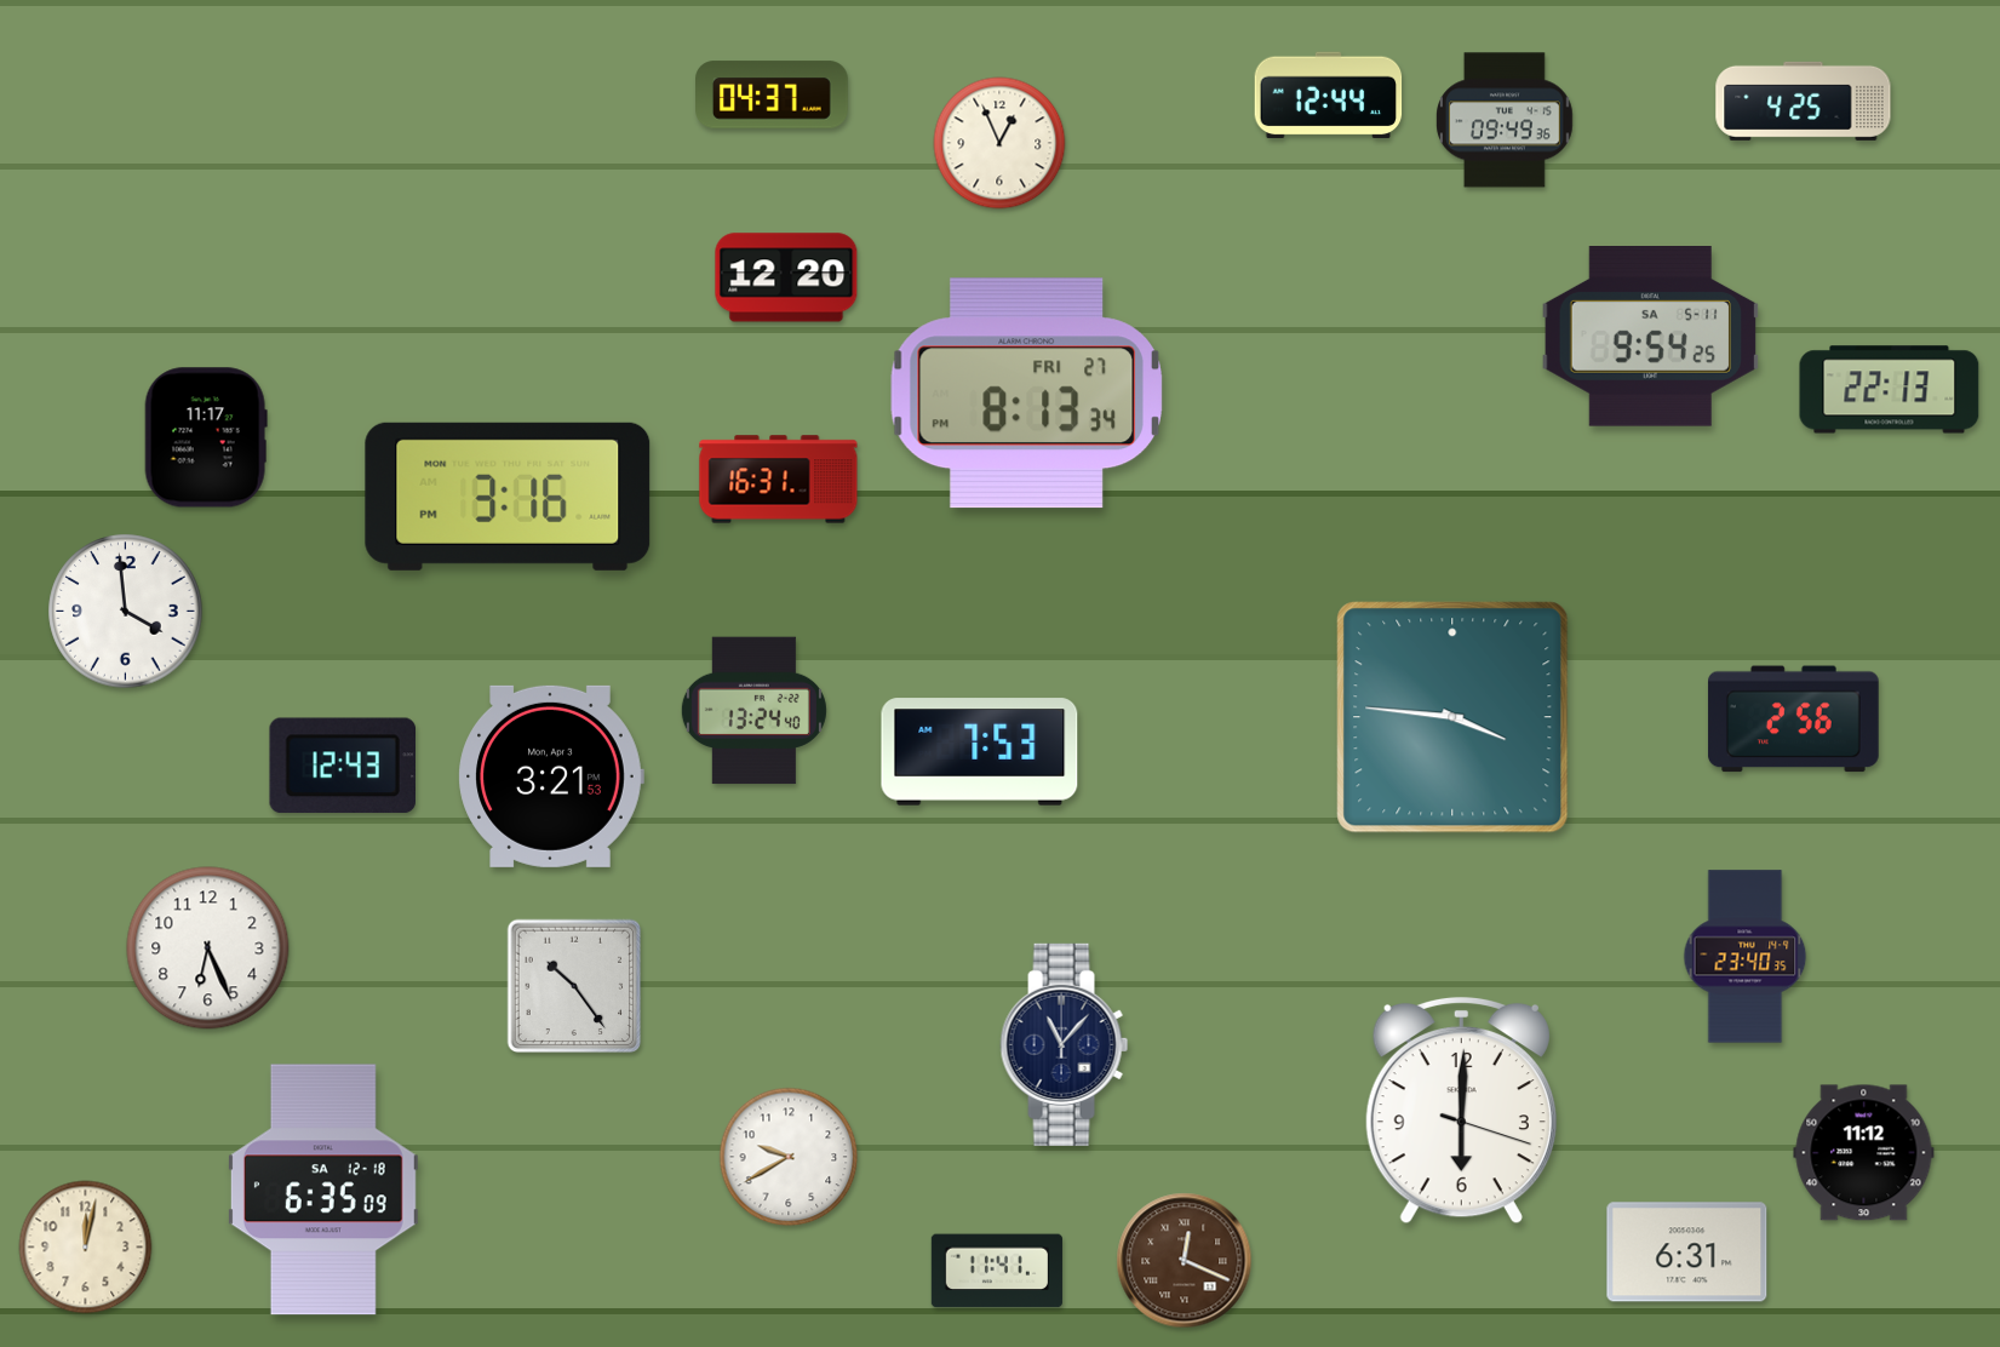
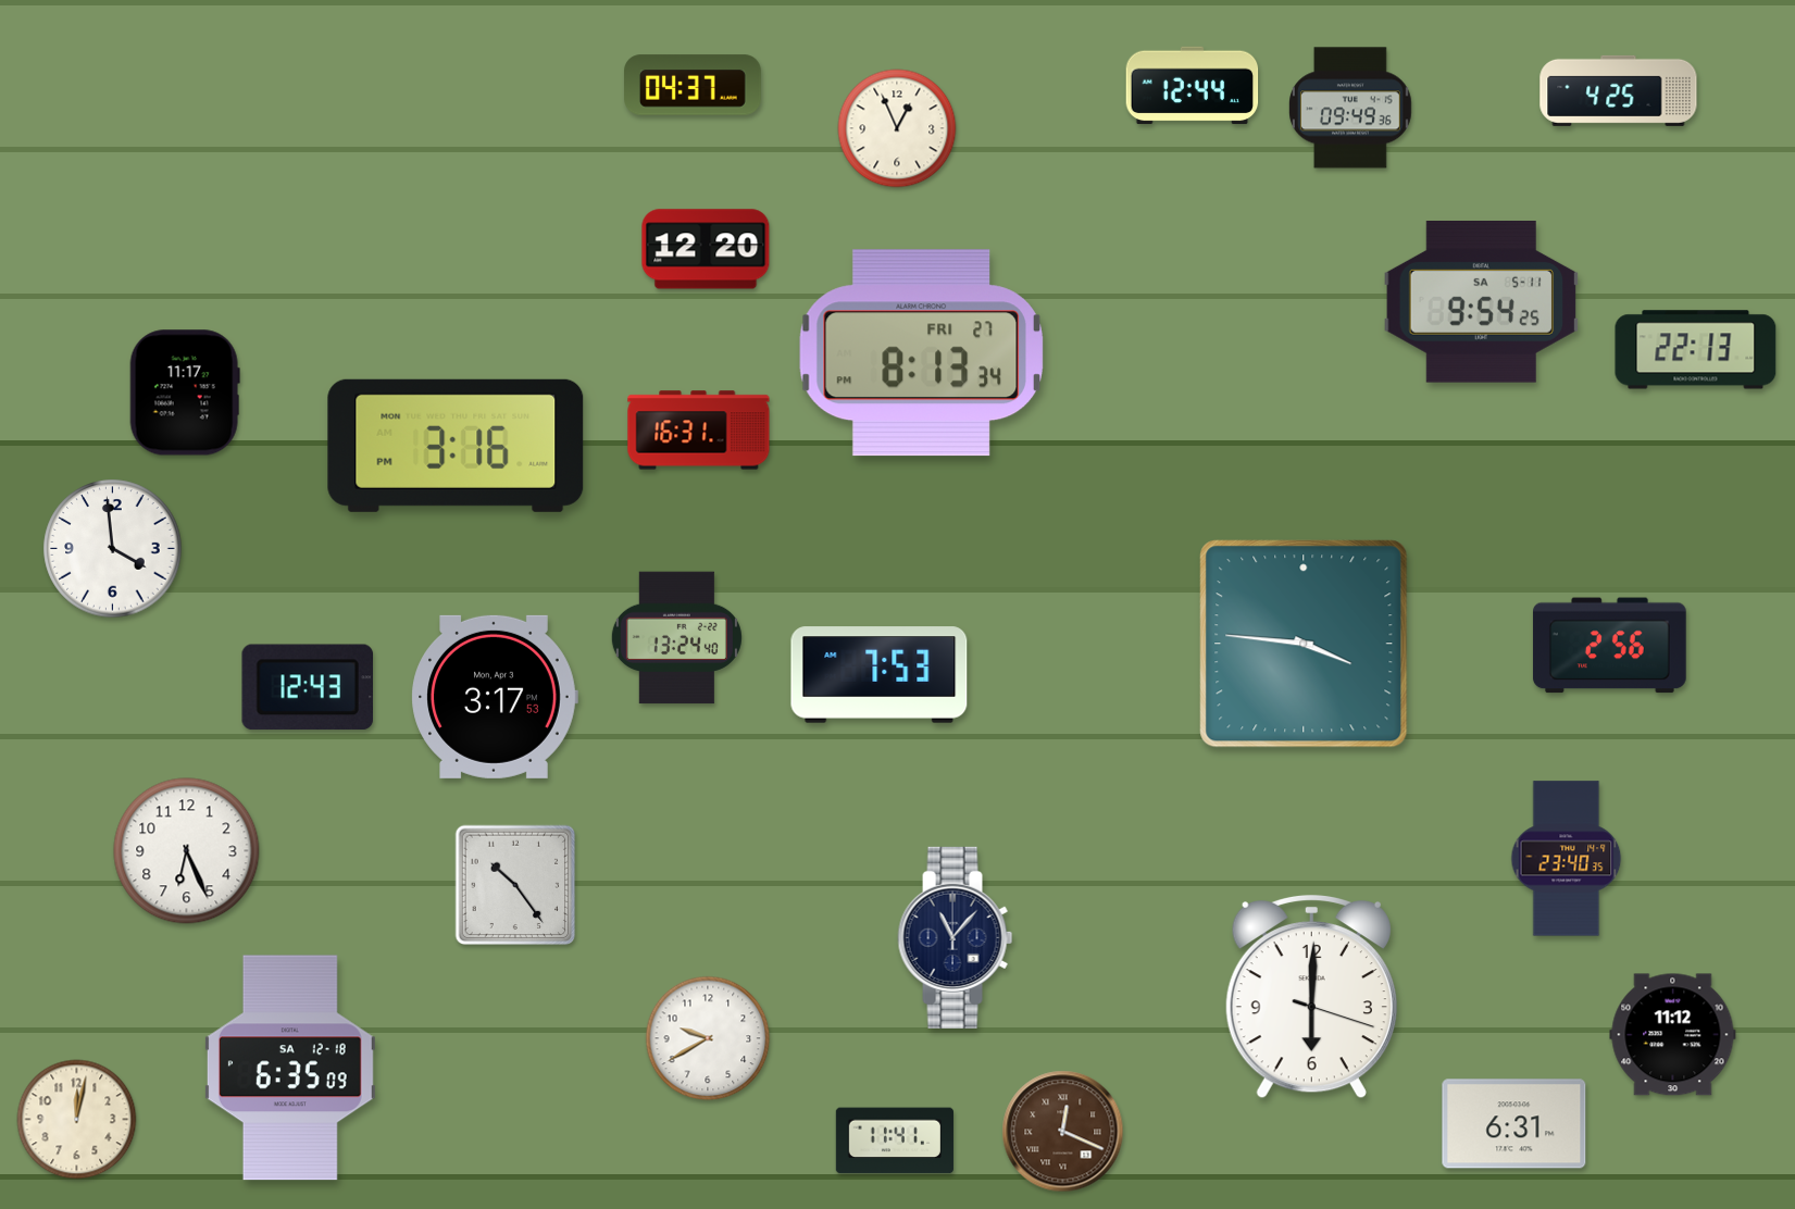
clock at (551, 776): 3:21 -> 3:17
